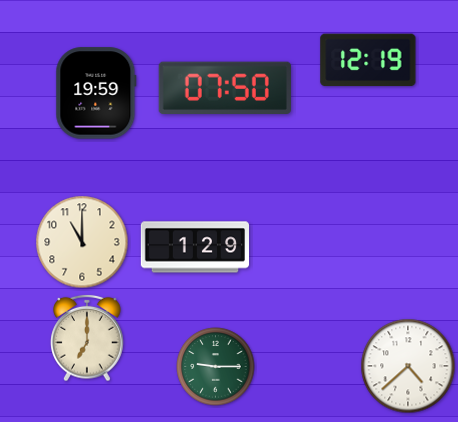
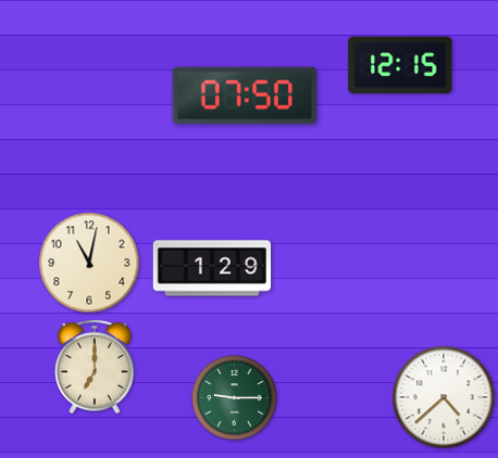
clock at (368, 60): 12:19 -> 12:15
clock at (96, 93): 19:59 -> none
clock at (82, 242): 11:00 -> 11:02
